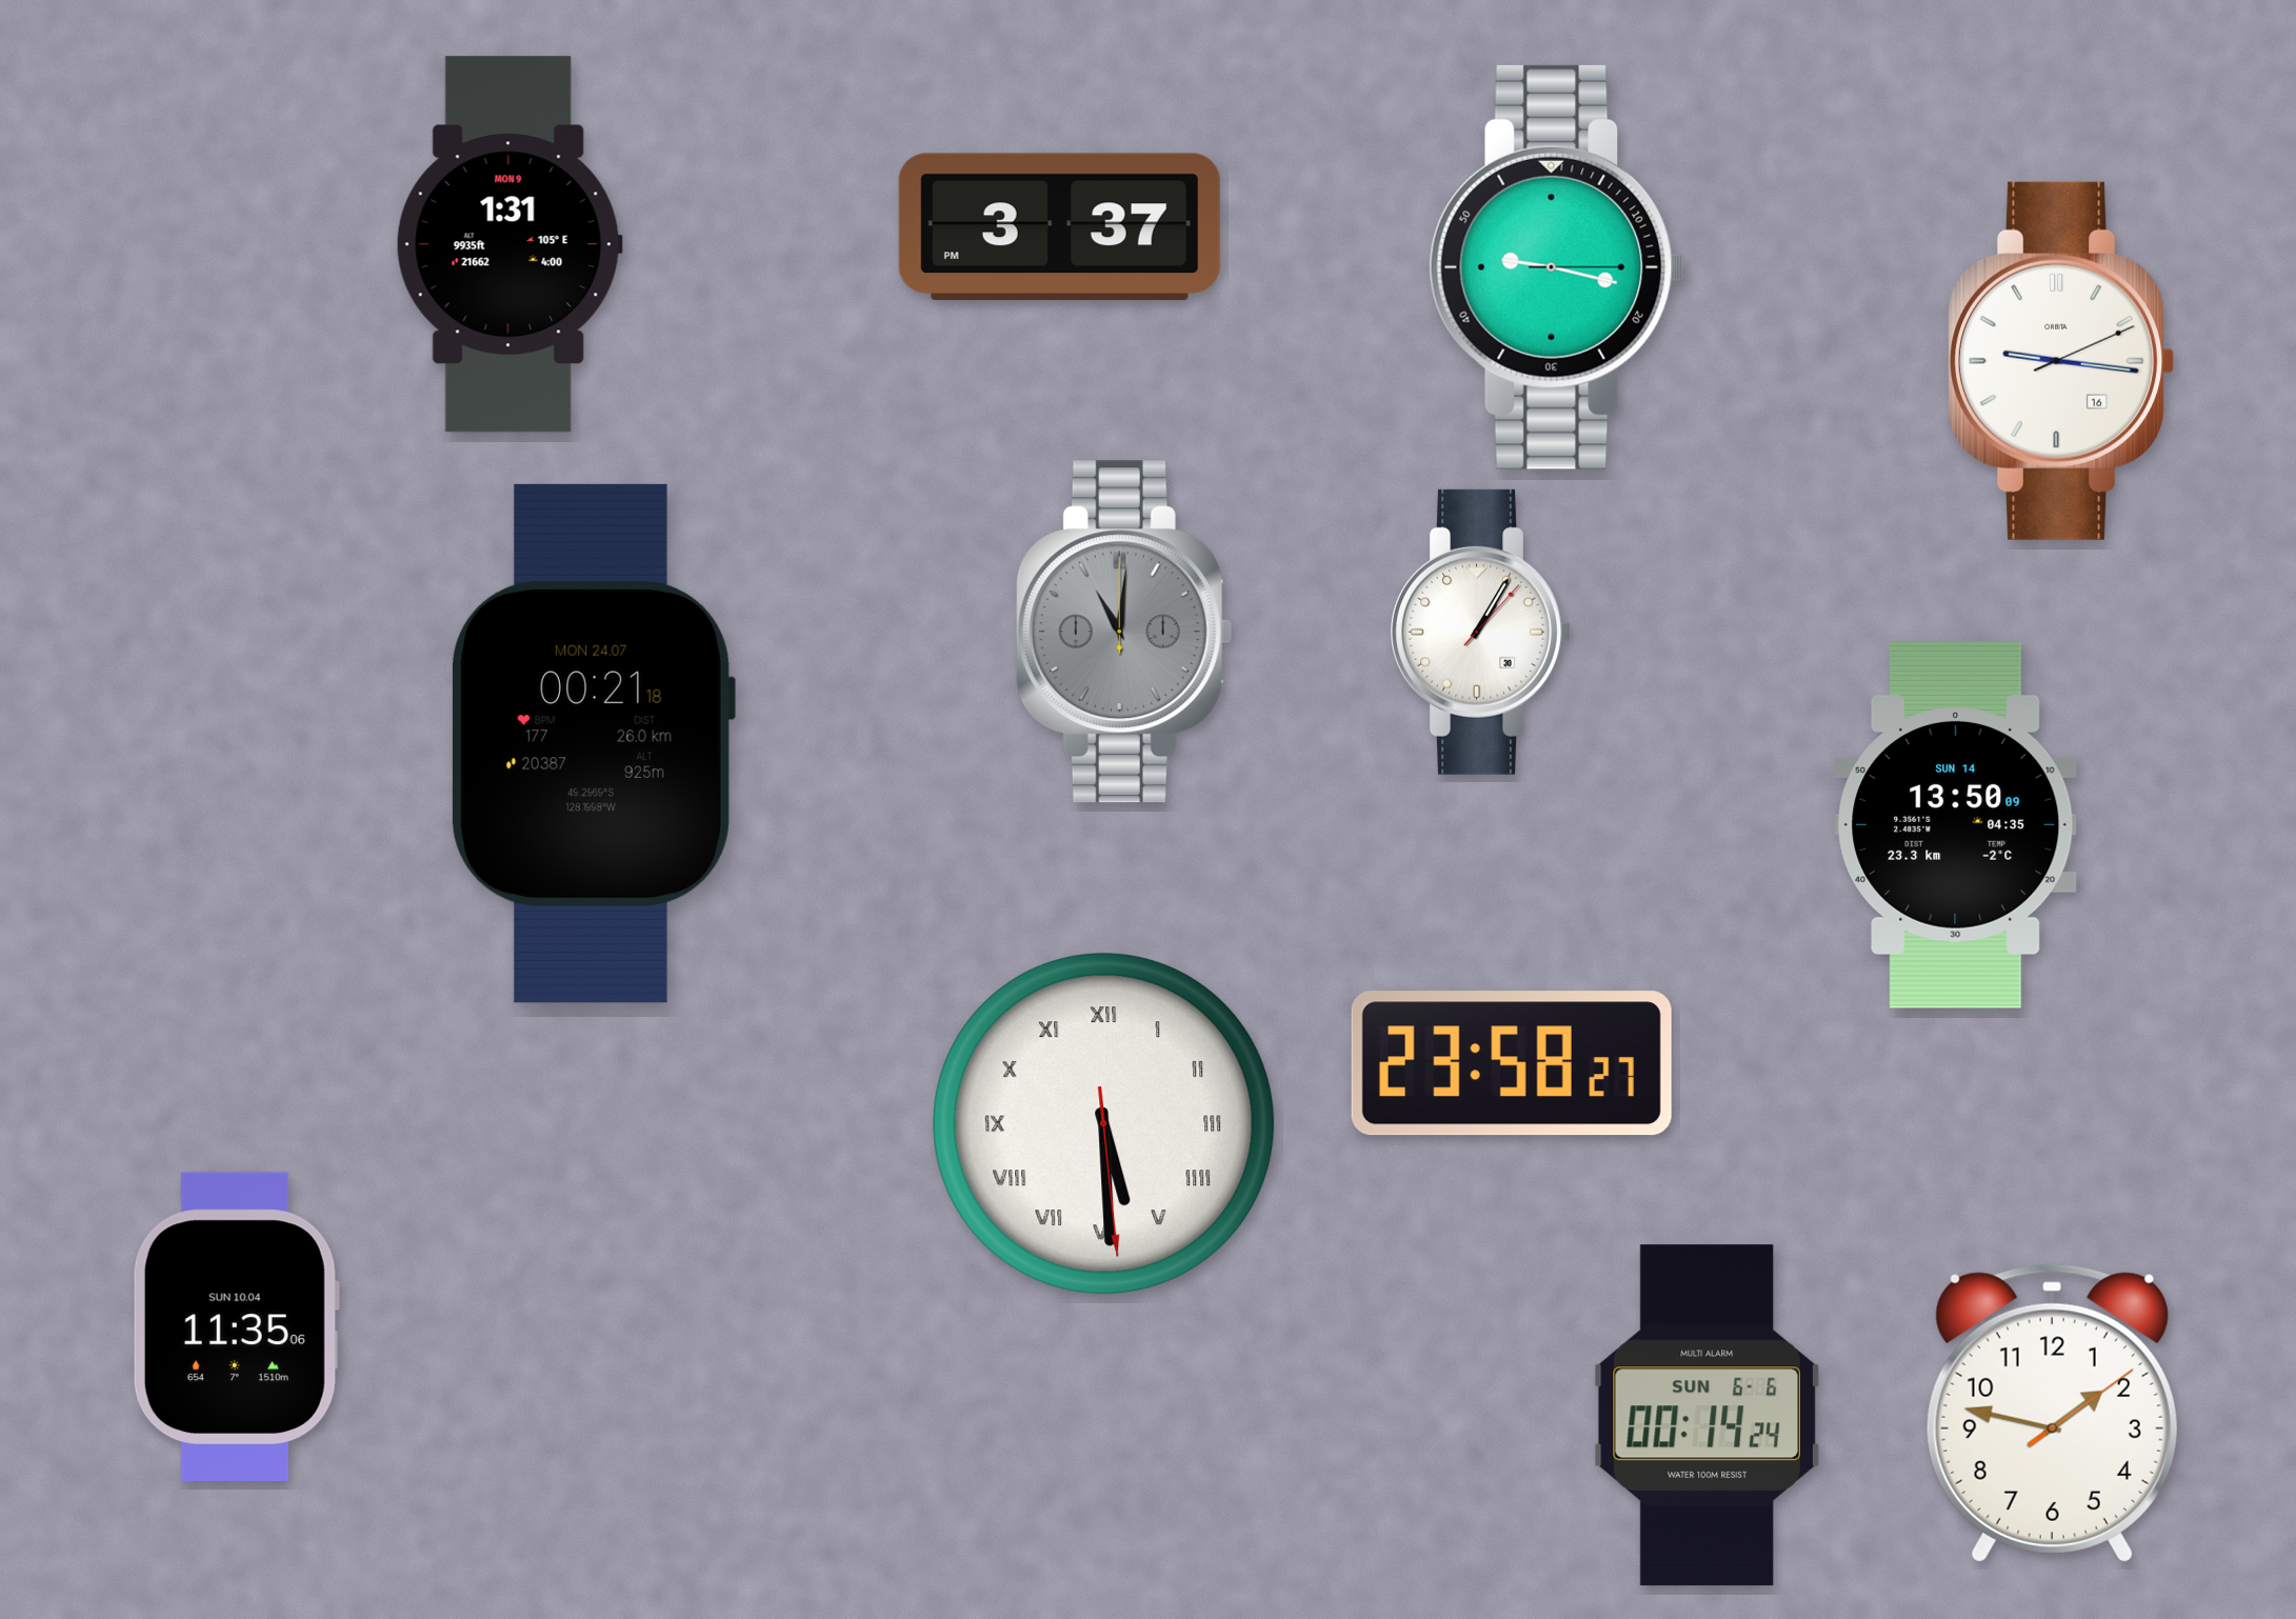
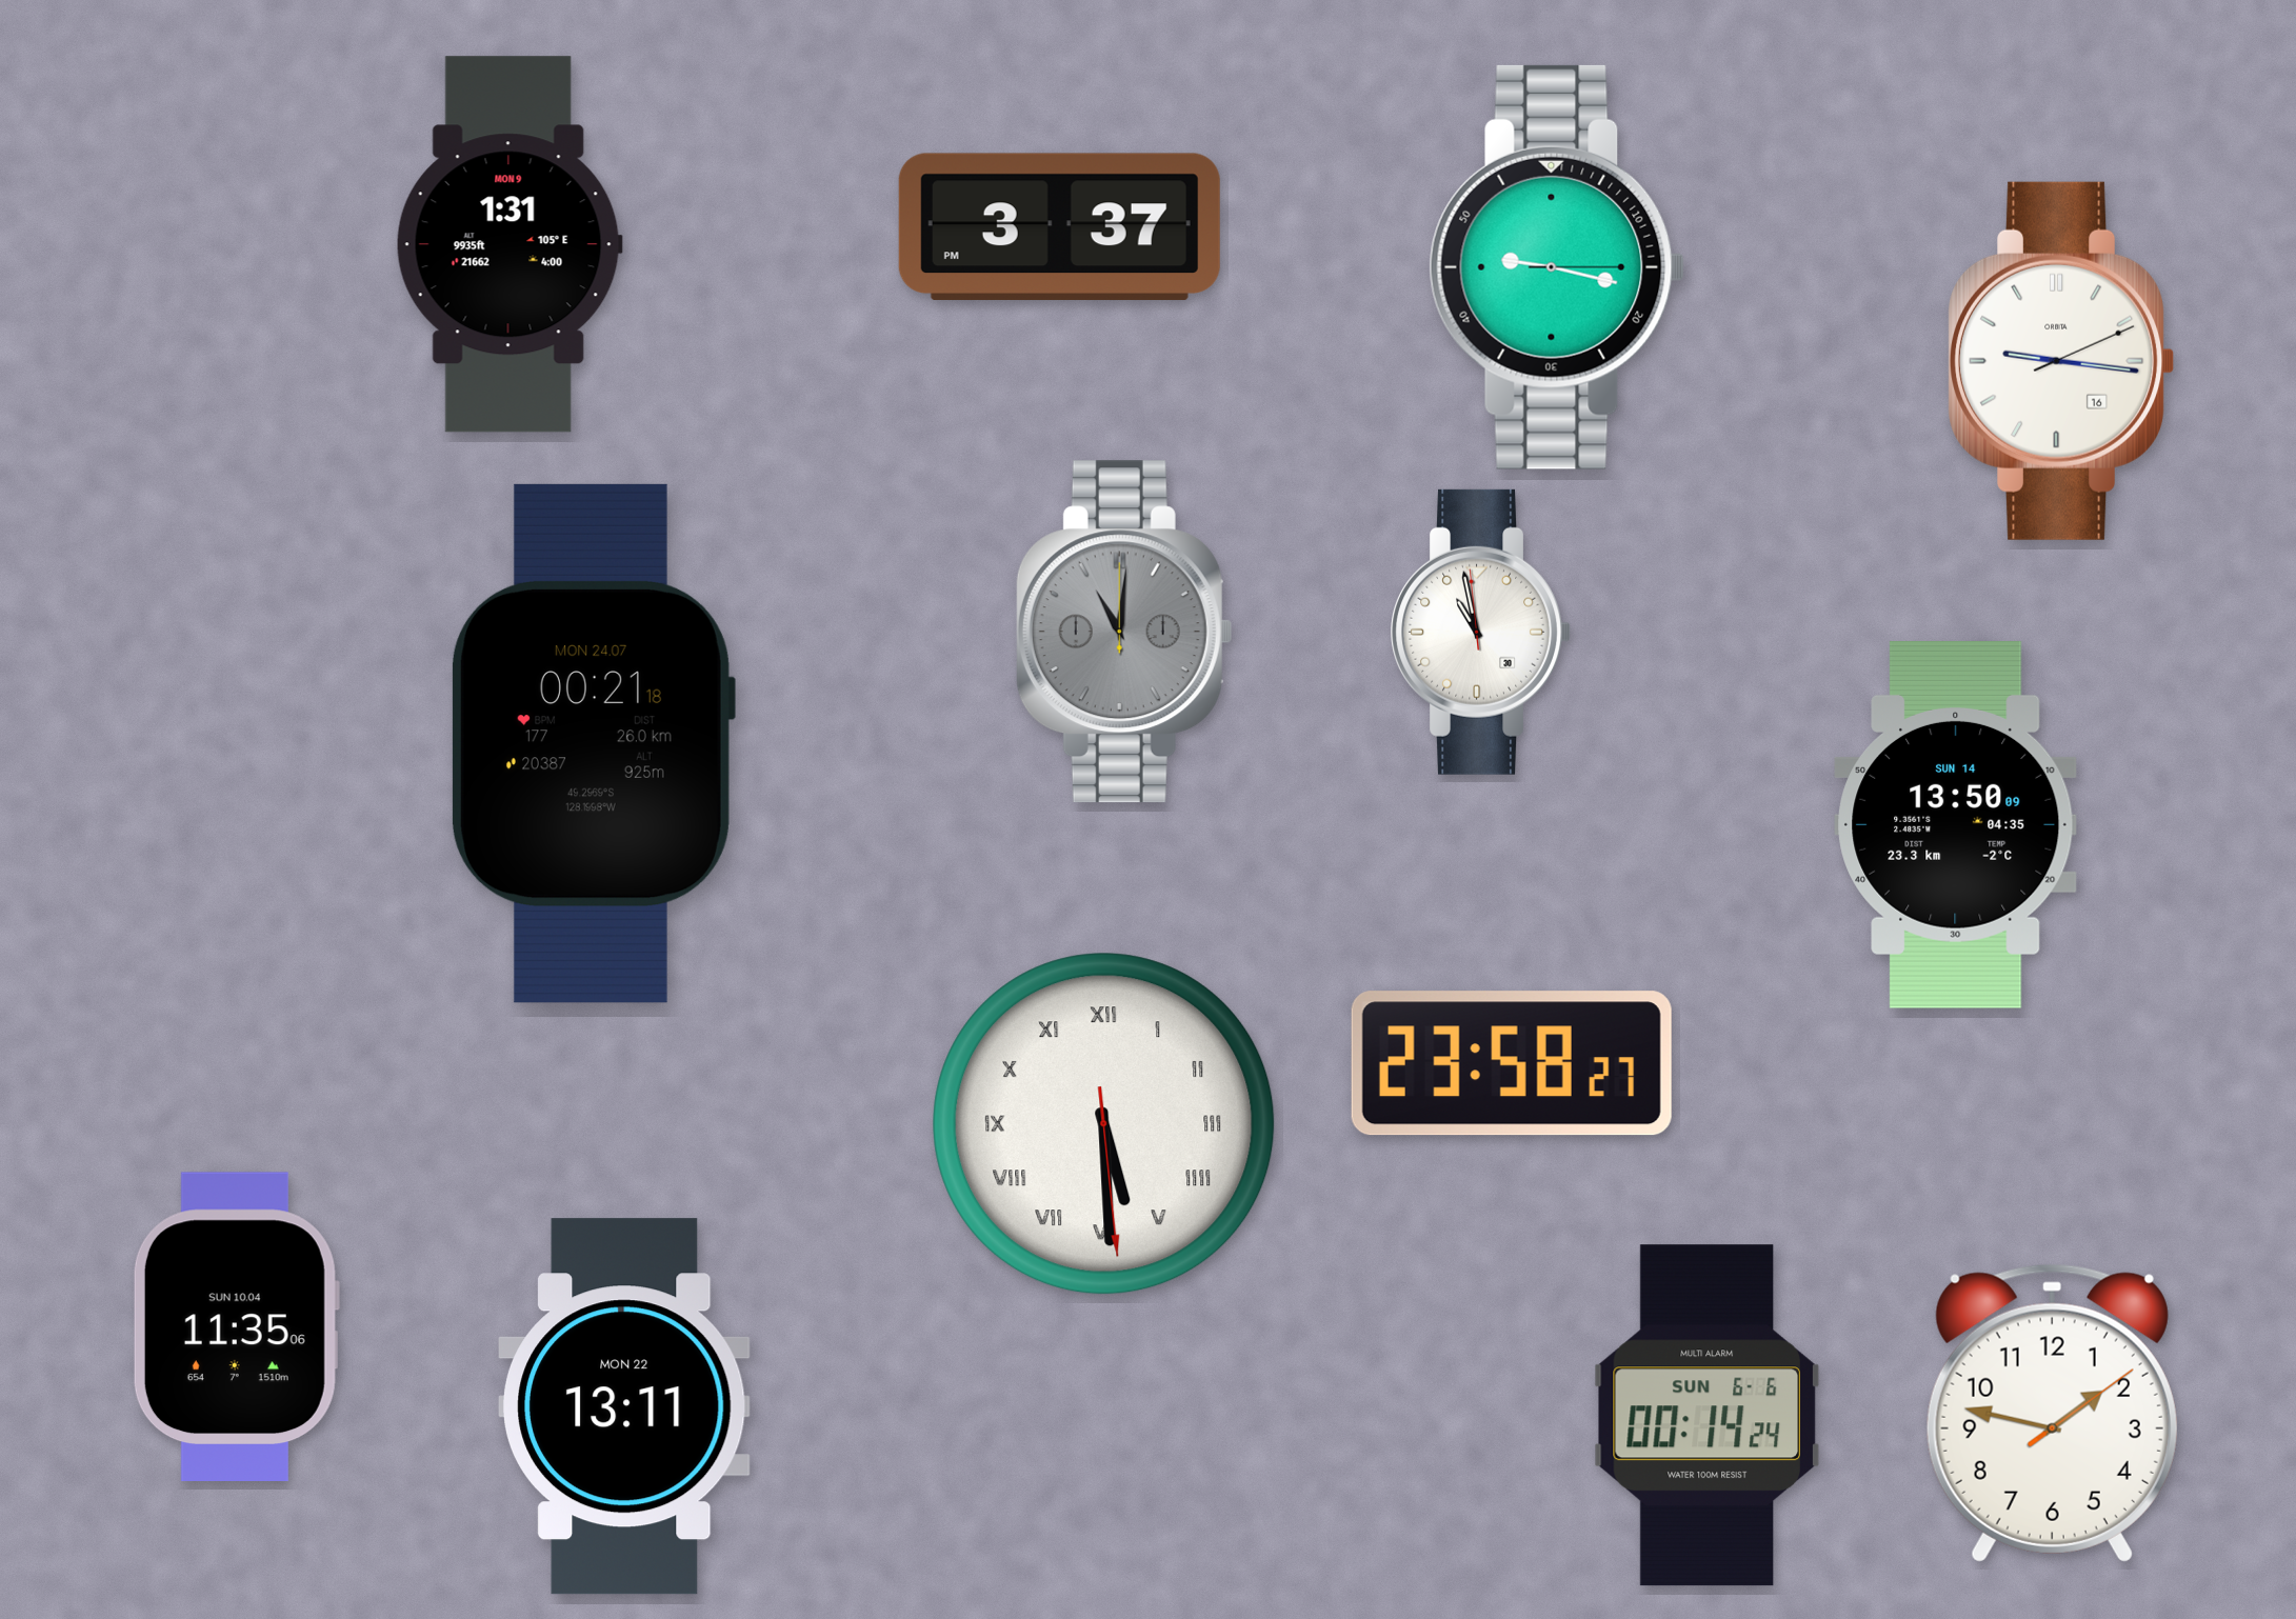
clock at (1480, 632): 1:05 -> 10:57
clock at (625, 1406): none -> 13:11
